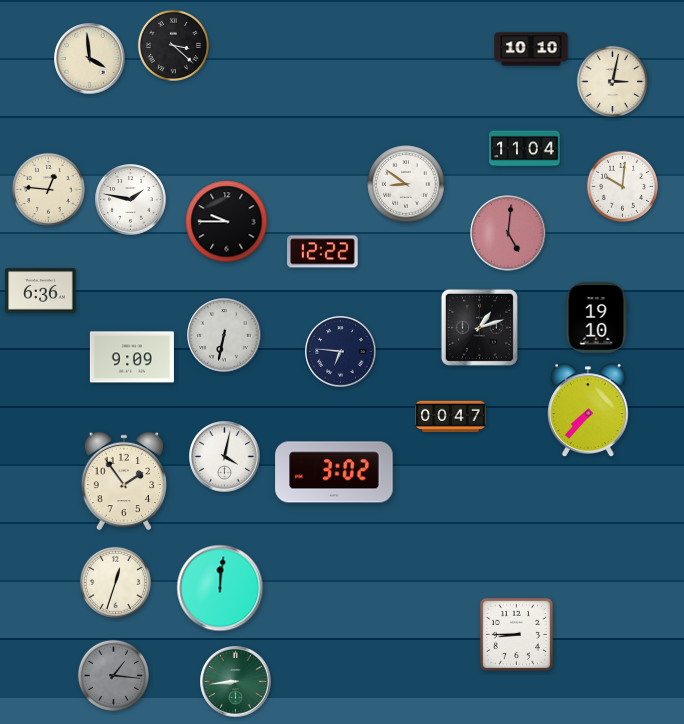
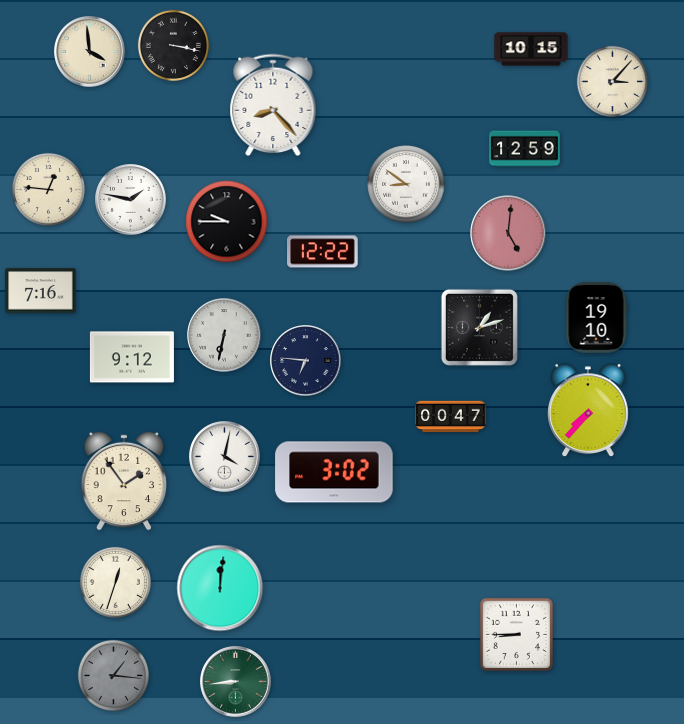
clock at (173, 45): 3:22 -> 3:17
clock at (531, 49): 10:10 -> 10:15
clock at (90, 59) position: (90, 59) -> (90, 52)
clock at (612, 81): 3:02 -> 3:07
clock at (273, 105): none -> 8:23
clock at (525, 149): 11:04 -> 12:59
clock at (622, 186): 10:01 -> none
clock at (41, 291): 6:36 -> 7:16
clock at (341, 352) position: (341, 352) -> (306, 361)
clock at (132, 357): 9:09 -> 9:12
